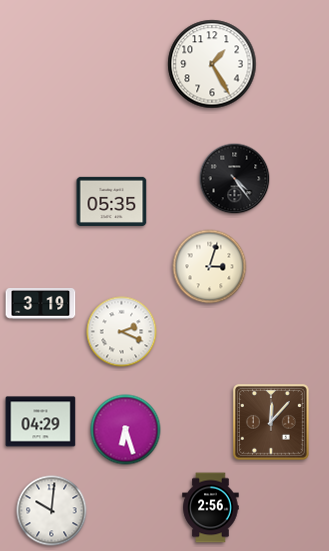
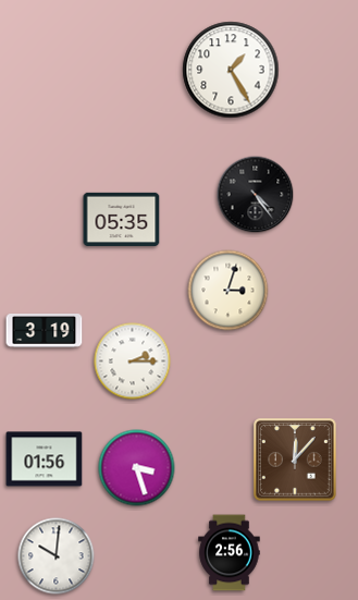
clock at (122, 332): 2:19 -> 2:15
clock at (41, 422): 04:29 -> 01:56
clock at (126, 430): 6:27 -> 3:27
